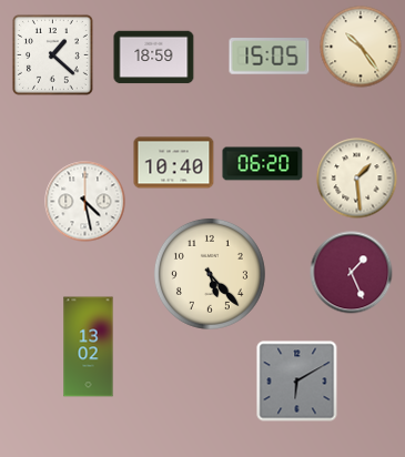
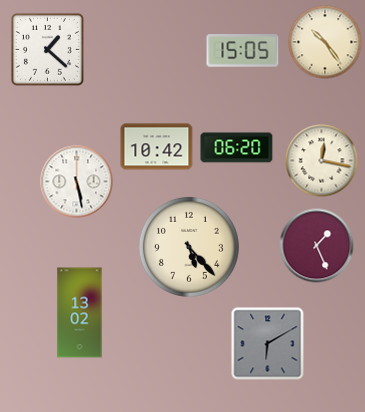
clock at (154, 58): 18:59 -> none
clock at (174, 163): 10:40 -> 10:42
clock at (357, 179): 1:29 -> 12:17
clock at (85, 202): 4:28 -> 5:28
